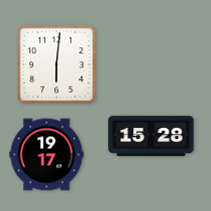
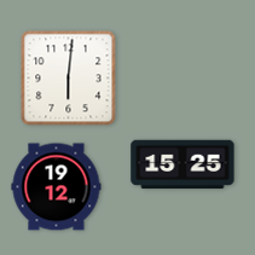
clock at (151, 136): 15:28 -> 15:25
clock at (47, 155): 19:17 -> 19:12
